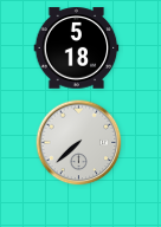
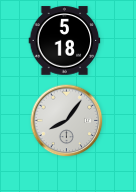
clock at (79, 143): 7:38 -> 8:06
